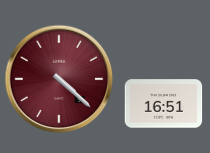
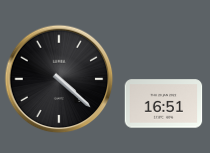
clock at (59, 79) dial: burgundy -> black
